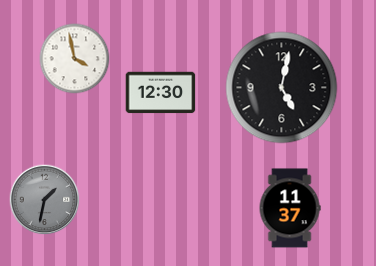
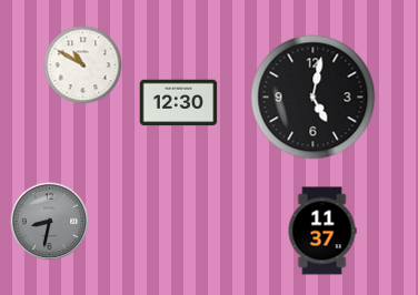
clock at (75, 59): 3:58 -> 10:50
clock at (45, 200): 1:32 -> 8:32
